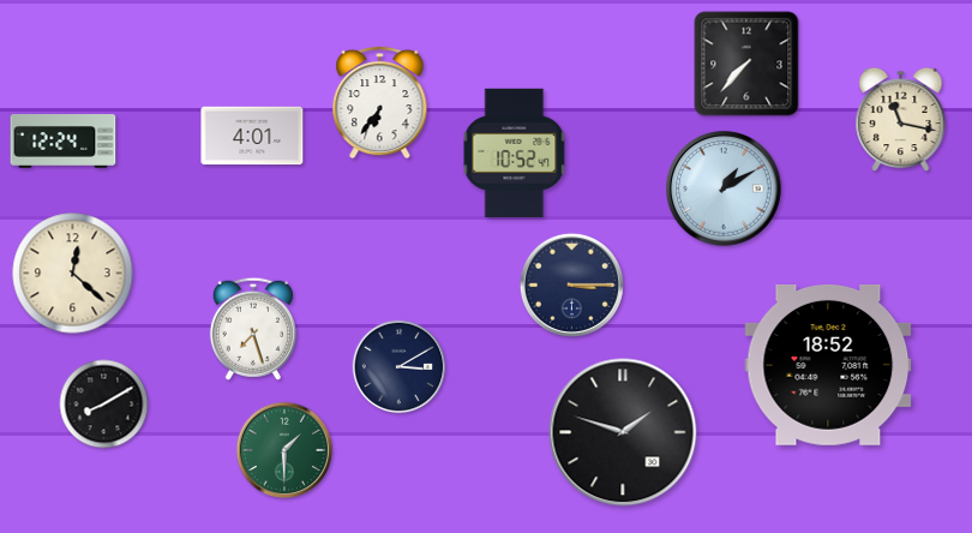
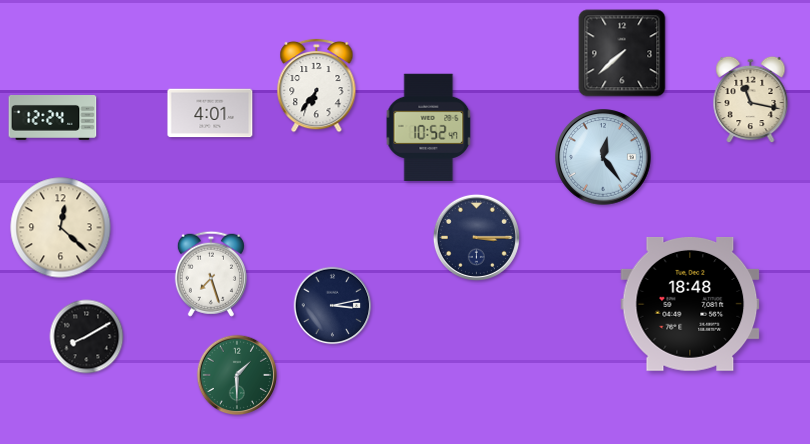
clock at (746, 64): 7:37 -> 7:38
clock at (724, 188): 1:10 -> 12:24
clock at (828, 365): 18:52 -> 18:48
clock at (400, 367): 3:10 -> 3:13
clock at (623, 432): 1:48 -> none
